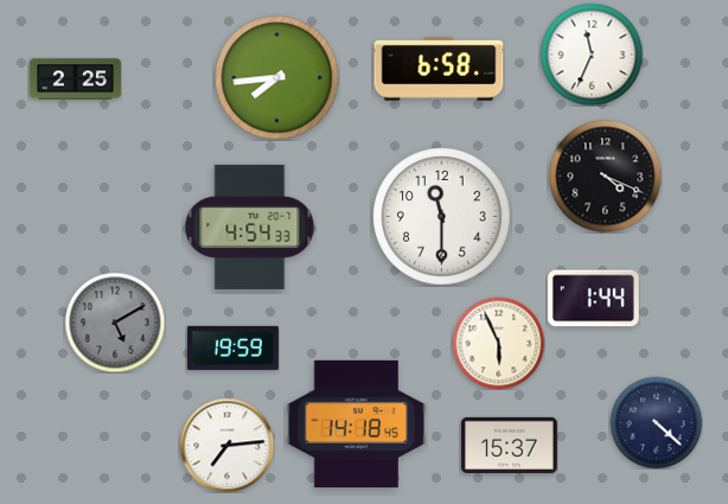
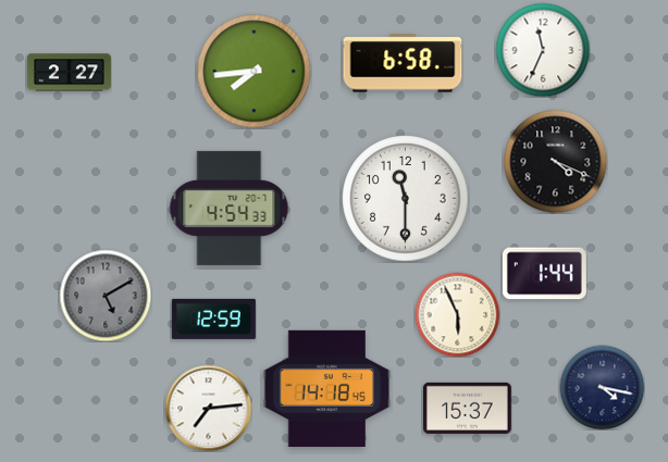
clock at (75, 79): 2:25 -> 2:27
clock at (232, 347): 19:59 -> 12:59
clock at (656, 422): 4:22 -> 4:17
